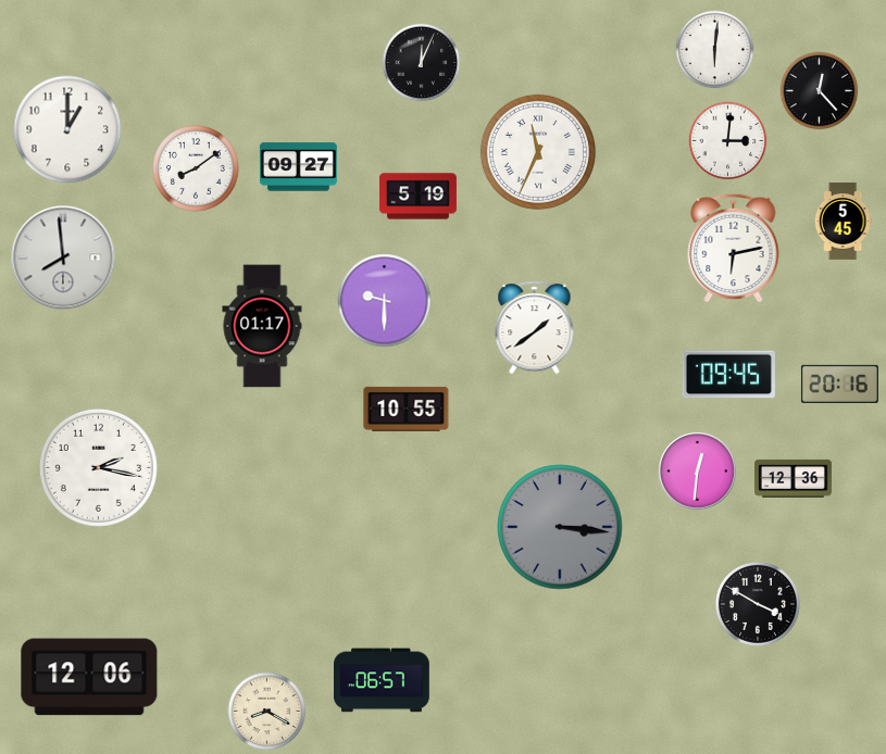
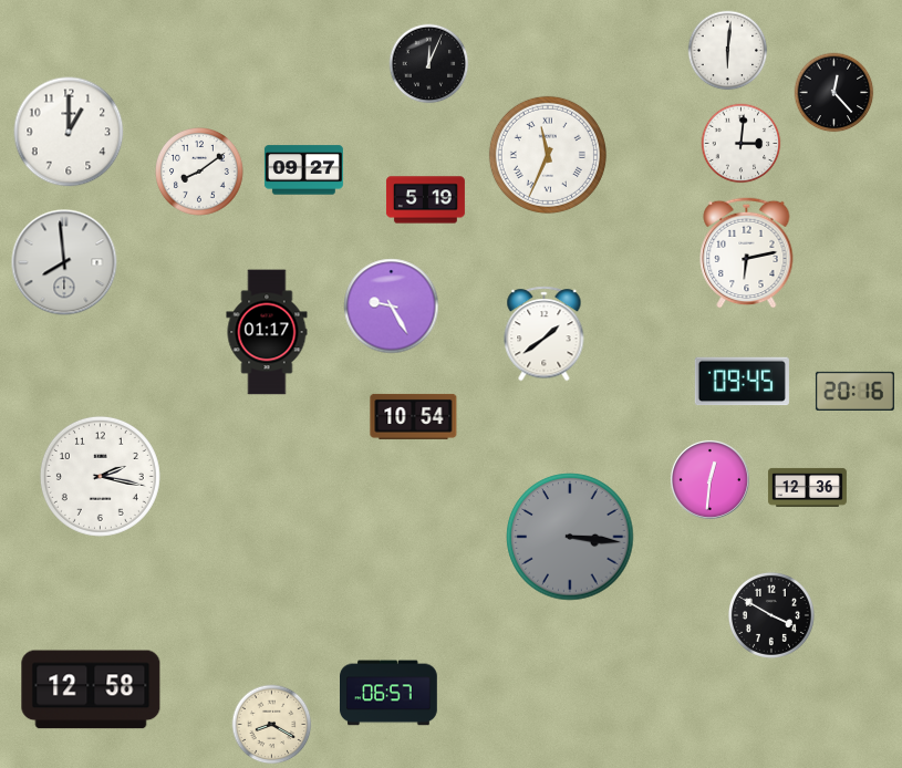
clock at (843, 221): 5:45 -> none
clock at (385, 301): 9:30 -> 9:25
clock at (407, 409): 10:55 -> 10:54
clock at (89, 677): 12:06 -> 12:58
